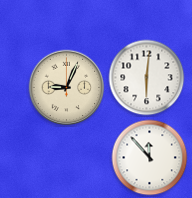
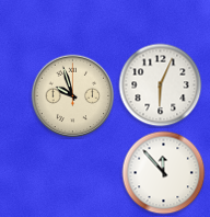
clock at (147, 78): 6:01 -> 6:04
clock at (67, 88): 9:04 -> 9:57
